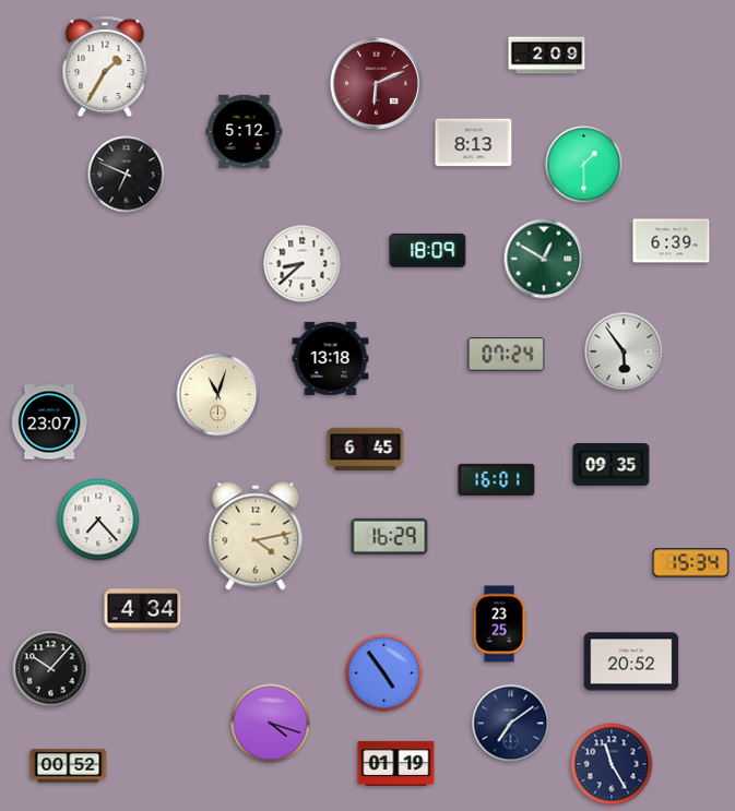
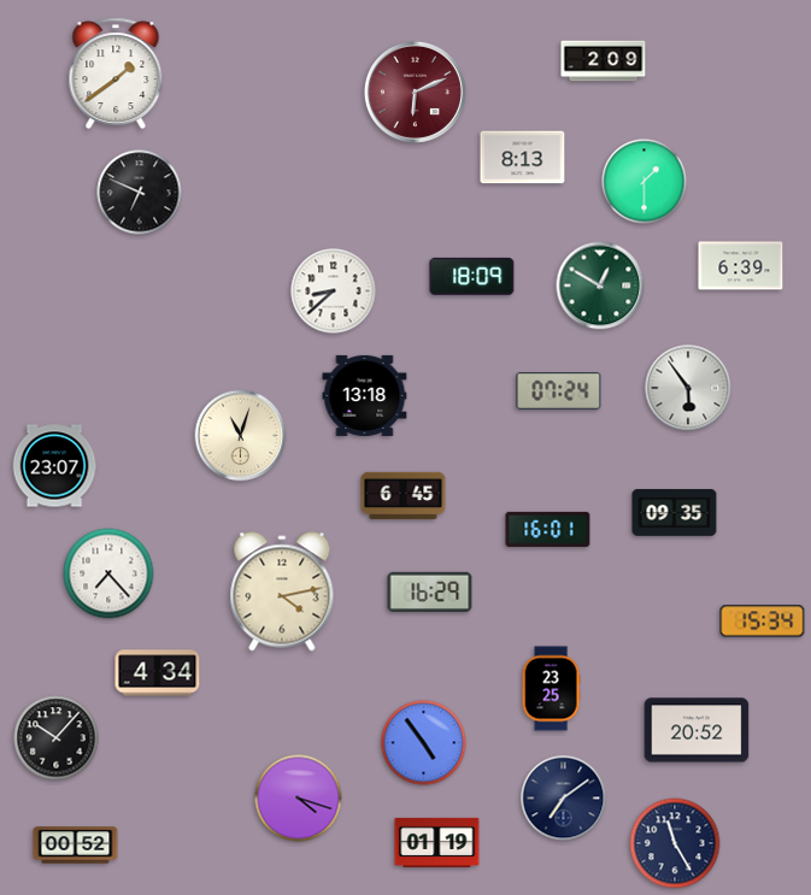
clock at (105, 67): 1:35 -> 1:39
clock at (245, 131): 5:12 -> none
